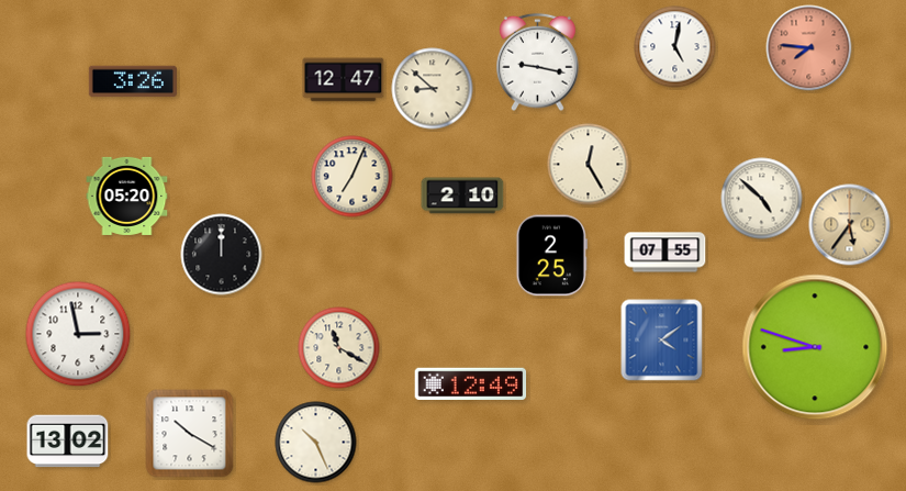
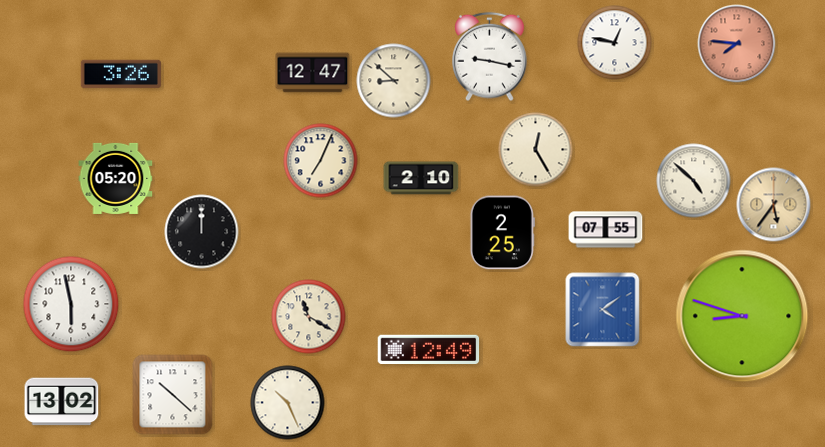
clock at (675, 47): 5:02 -> 12:47
clock at (78, 334): 2:58 -> 5:58
clock at (190, 434): 10:20 -> 10:22
